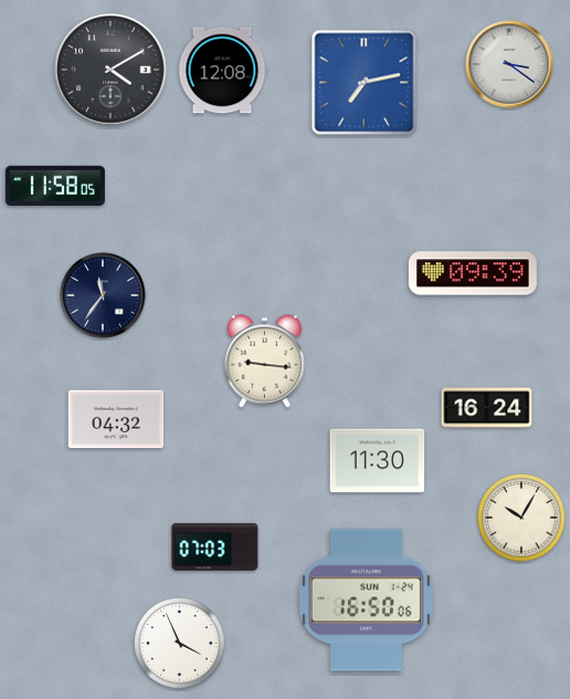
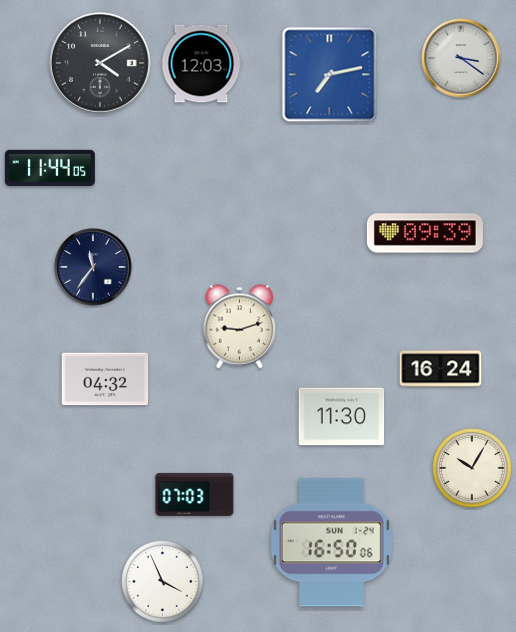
clock at (222, 71): 12:08 -> 12:03
clock at (55, 186): 11:58 -> 11:44
clock at (473, 273) position: (473, 273) -> (425, 233)
clock at (264, 362): 9:16 -> 9:12
